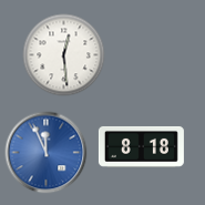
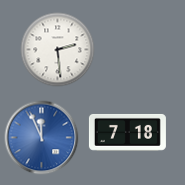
clock at (64, 55): 12:29 -> 2:29
clock at (141, 146): 8:18 -> 7:18
